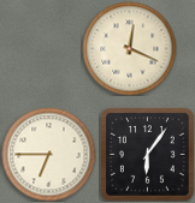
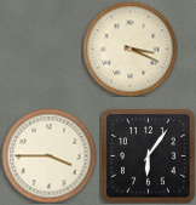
clock at (129, 48): 12:19 -> 3:19
clock at (48, 154): 6:45 -> 3:45
